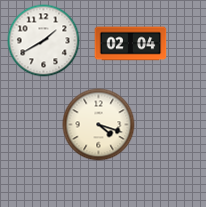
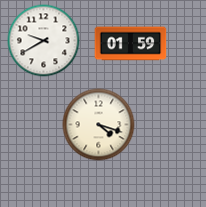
clock at (44, 41): 1:40 -> 9:40
clock at (131, 44): 02:04 -> 01:59
